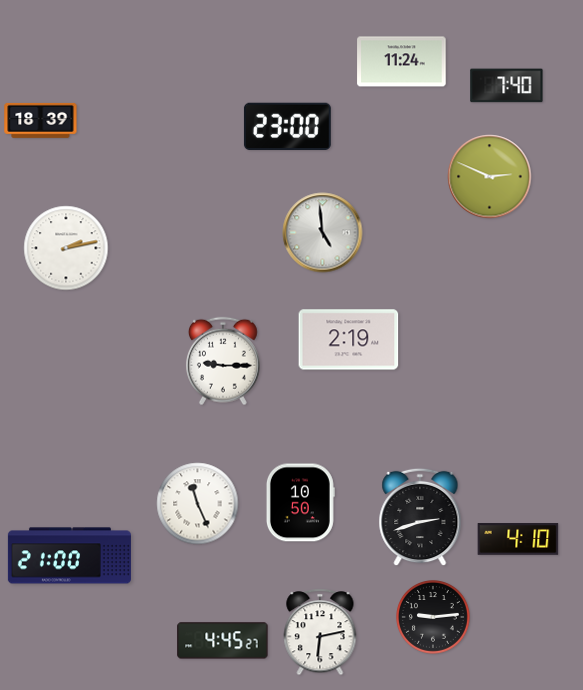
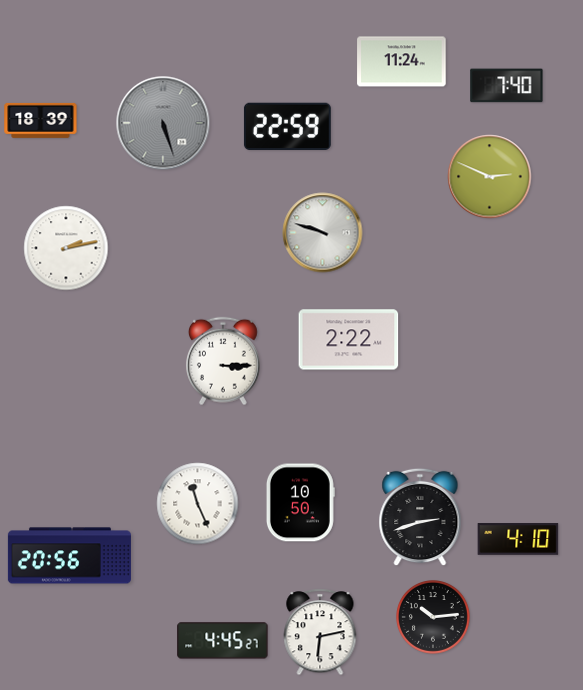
clock at (163, 123): none -> 5:27
clock at (287, 126): 23:00 -> 22:59
clock at (323, 233): 4:59 -> 9:48
clock at (349, 340): 2:19 -> 2:22
clock at (223, 361): 9:15 -> 3:15
clock at (69, 556): 21:00 -> 20:56
clock at (434, 618): 9:14 -> 10:14
